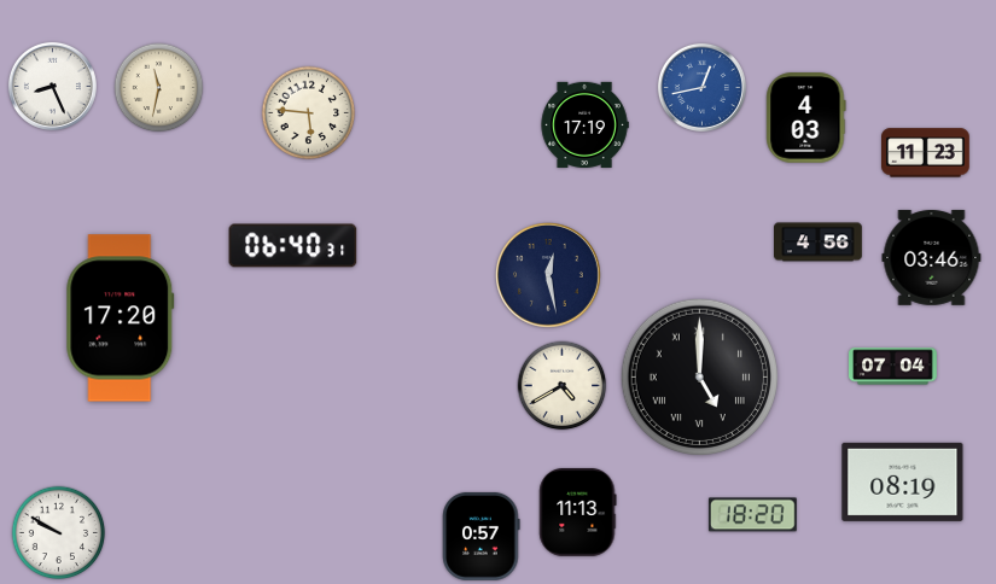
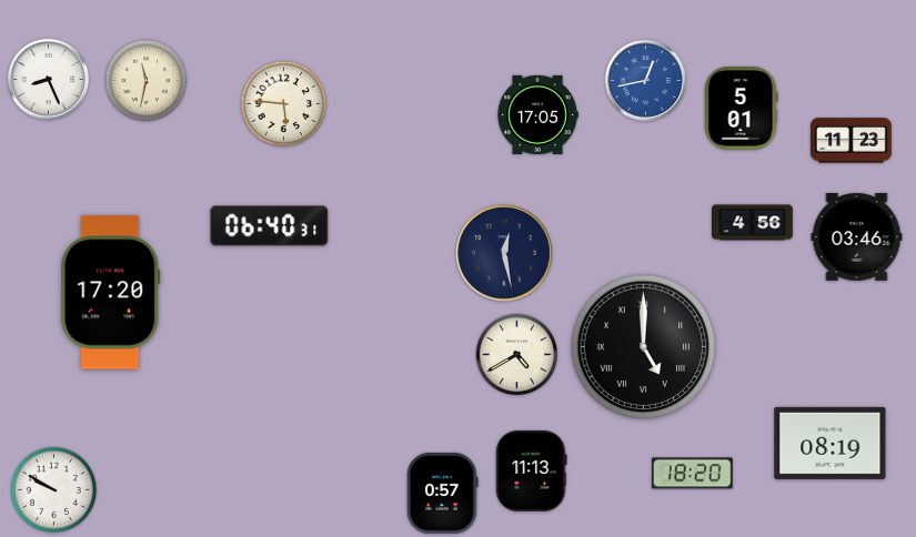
clock at (806, 118): 4:03 -> 5:01
clock at (584, 124): 17:19 -> 17:05
clock at (893, 367): 07:04 -> none
